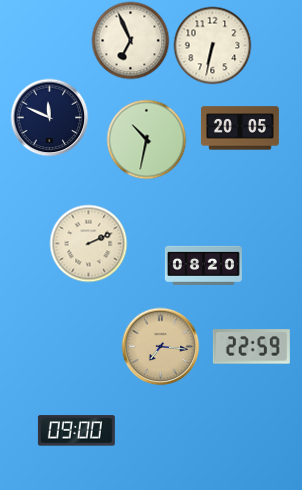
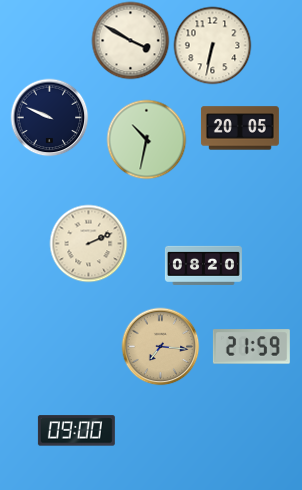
clock at (130, 40): 6:56 -> 3:50
clock at (49, 117): 11:49 -> 9:49
clock at (251, 347): 22:59 -> 21:59
